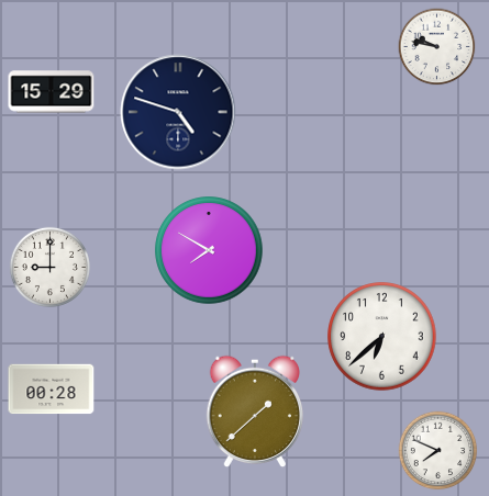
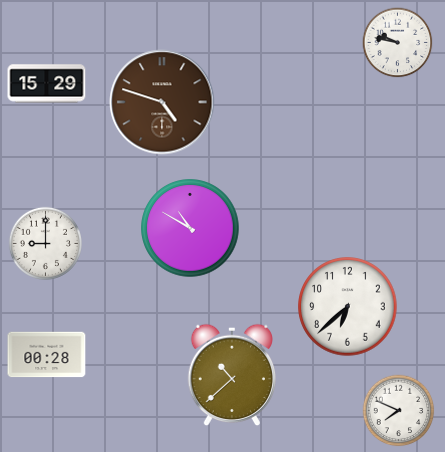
clock at (178, 112) dial: navy -> brown
clock at (209, 250): 7:50 -> 10:50
clock at (254, 412): 1:38 -> 10:38
